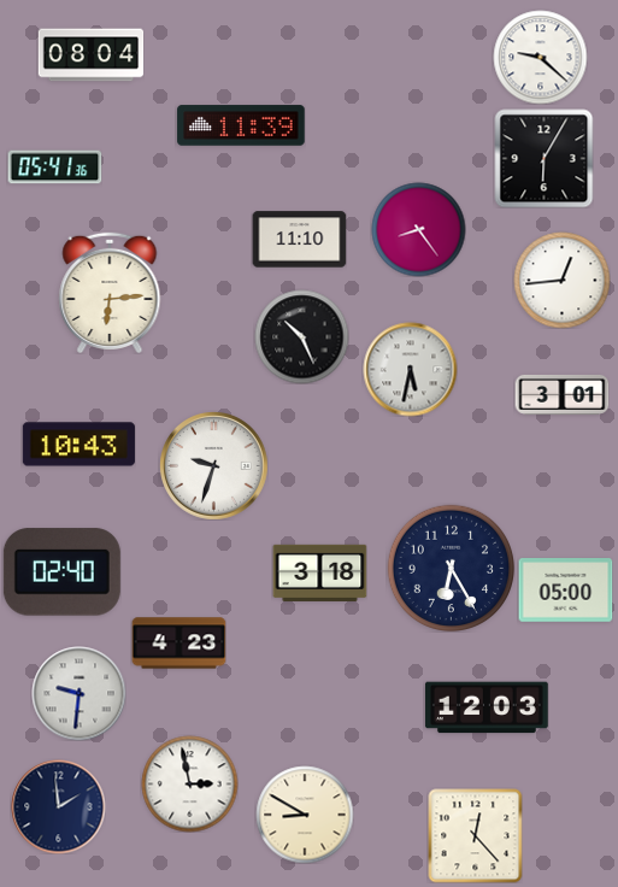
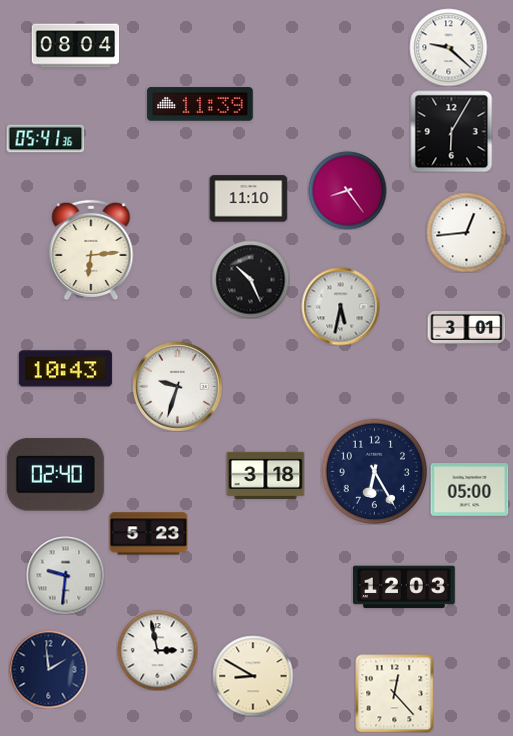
clock at (110, 293) position: (110, 293) -> (91, 250)
clock at (61, 572) position: (61, 572) -> (55, 475)
clock at (178, 644): 4:23 -> 5:23
